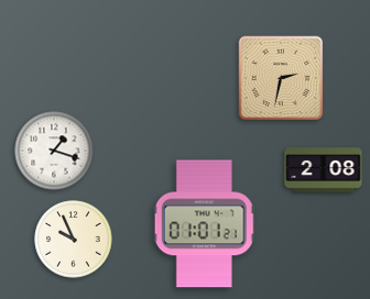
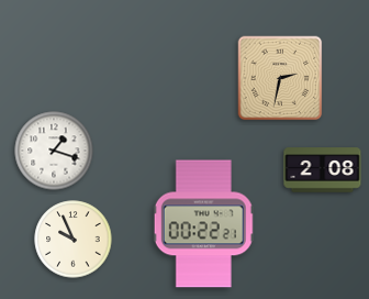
clock at (204, 224): 01:01 -> 00:22
